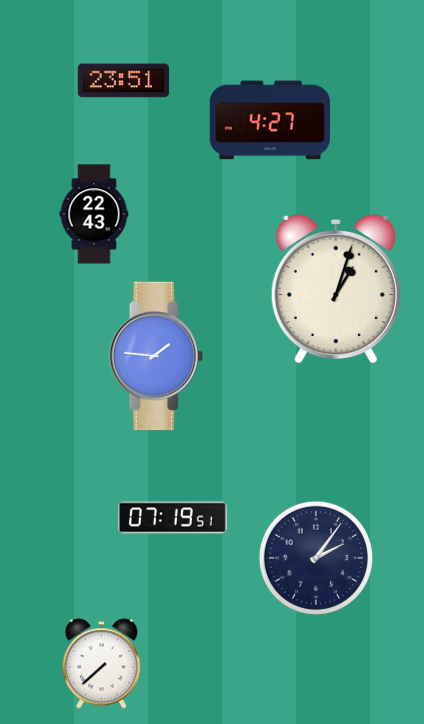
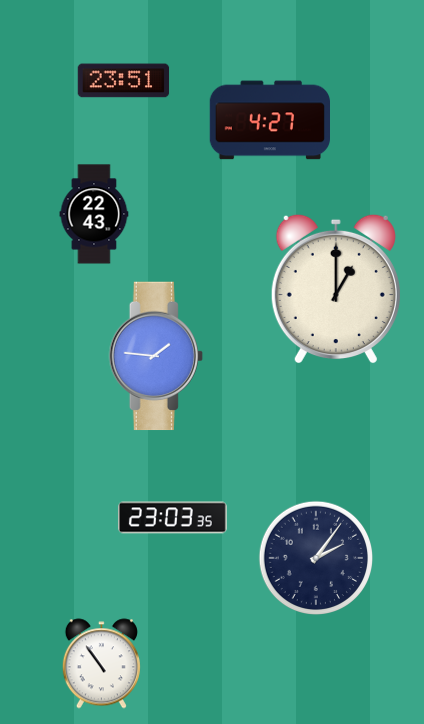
clock at (336, 289): 1:03 -> 1:00
clock at (173, 518): 07:19 -> 23:03
clock at (101, 664): 7:38 -> 10:54
